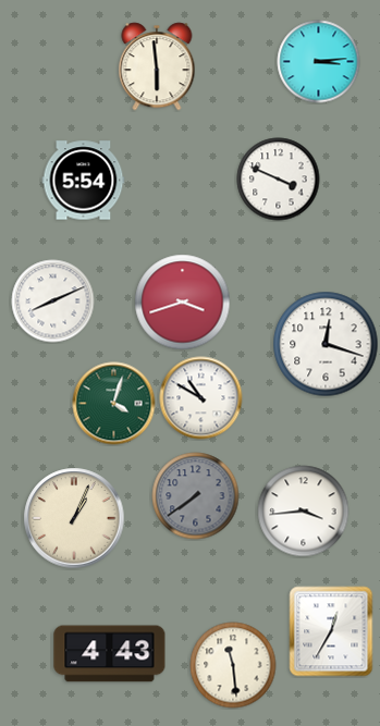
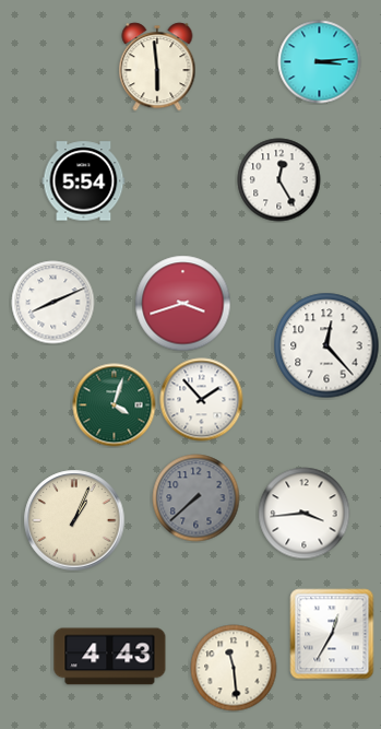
clock at (279, 180): 3:49 -> 12:25
clock at (326, 344): 12:18 -> 12:23
clock at (201, 398): 10:50 -> 1:53
clock at (196, 496): 7:39 -> 7:38
